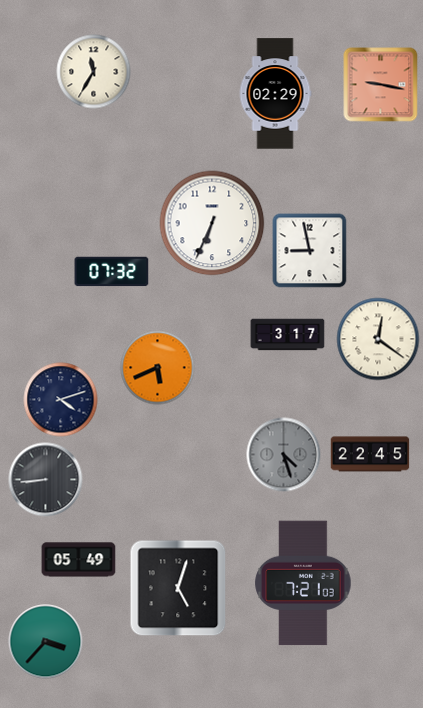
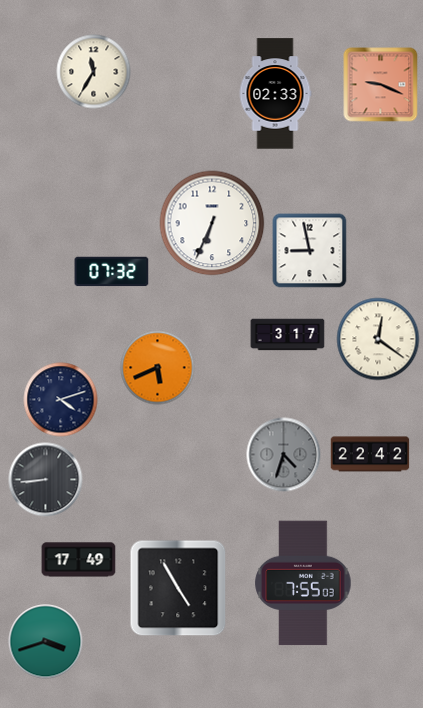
clock at (381, 85): 9:17 -> 9:19
clock at (275, 94): 02:29 -> 02:33
clock at (370, 454): 22:45 -> 22:42
clock at (284, 455): 4:27 -> 4:33
clock at (79, 560): 05:49 -> 17:49
clock at (303, 583): 7:21 -> 7:55
clock at (178, 588): 5:03 -> 4:55
clock at (46, 642): 3:37 -> 3:42
